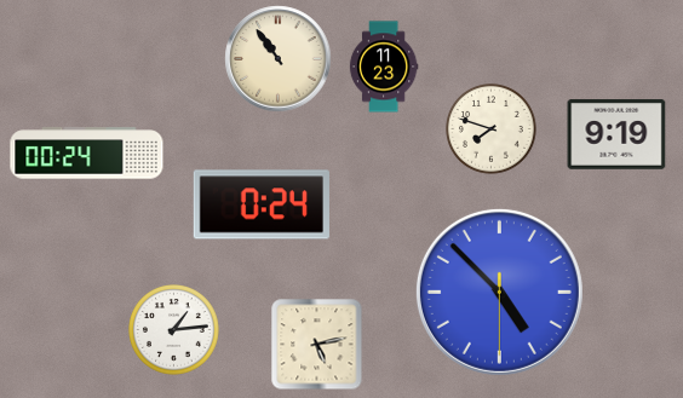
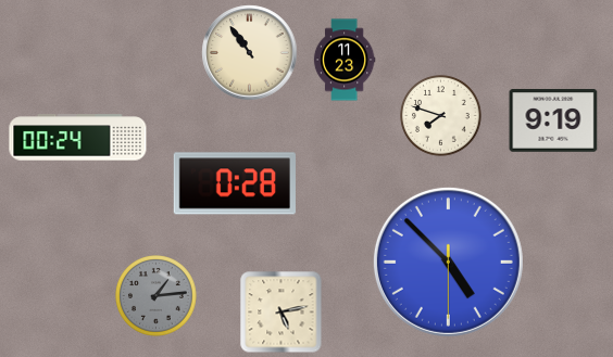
clock at (262, 204): 0:24 -> 0:28
clock at (174, 330) dial: white -> grey
clock at (317, 345) position: (317, 345) -> (282, 313)
